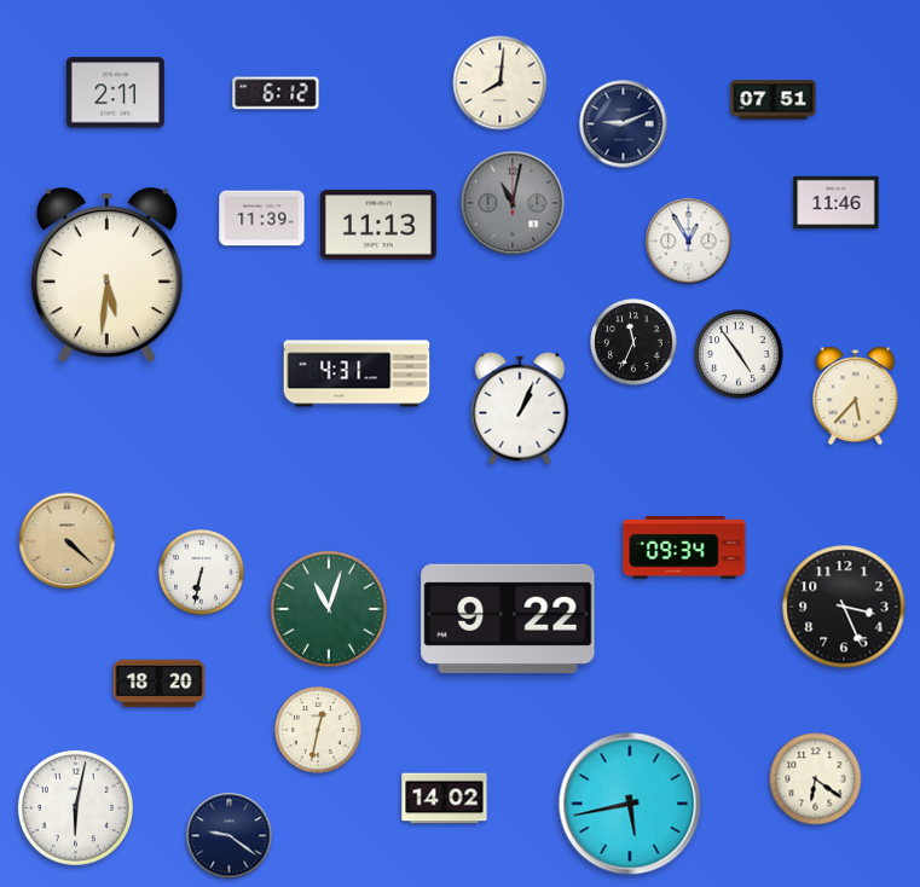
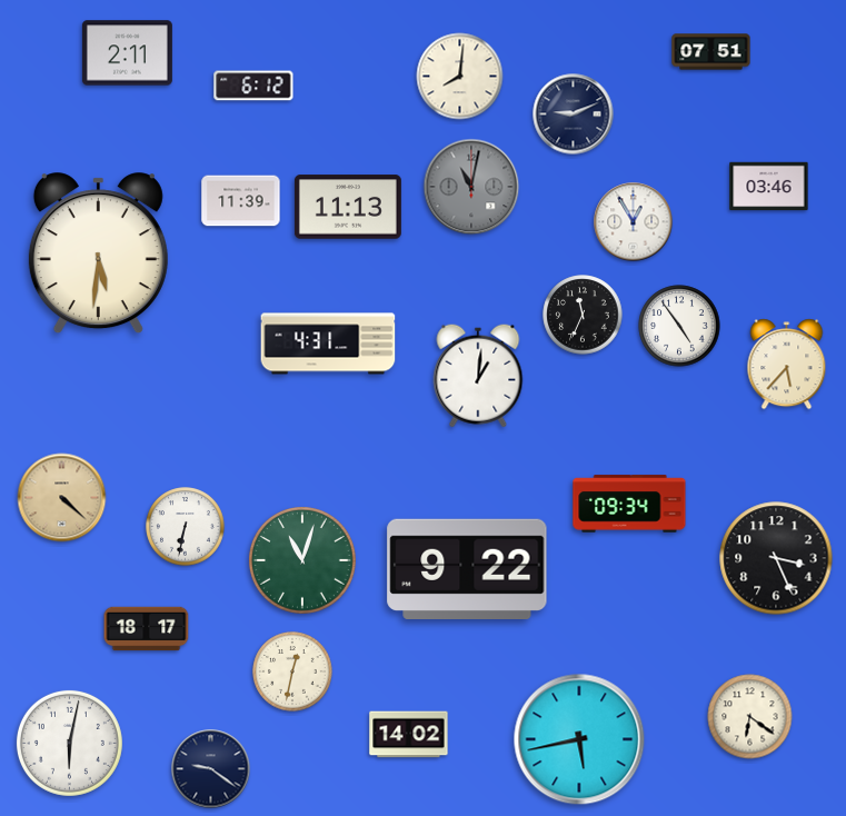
clock at (115, 93) position: (115, 93) -> (127, 53)
clock at (774, 100) position: (774, 100) -> (711, 52)
clock at (837, 203): 11:46 -> 03:46
clock at (520, 408): 1:04 -> 1:01
clock at (160, 684): 18:20 -> 18:17
